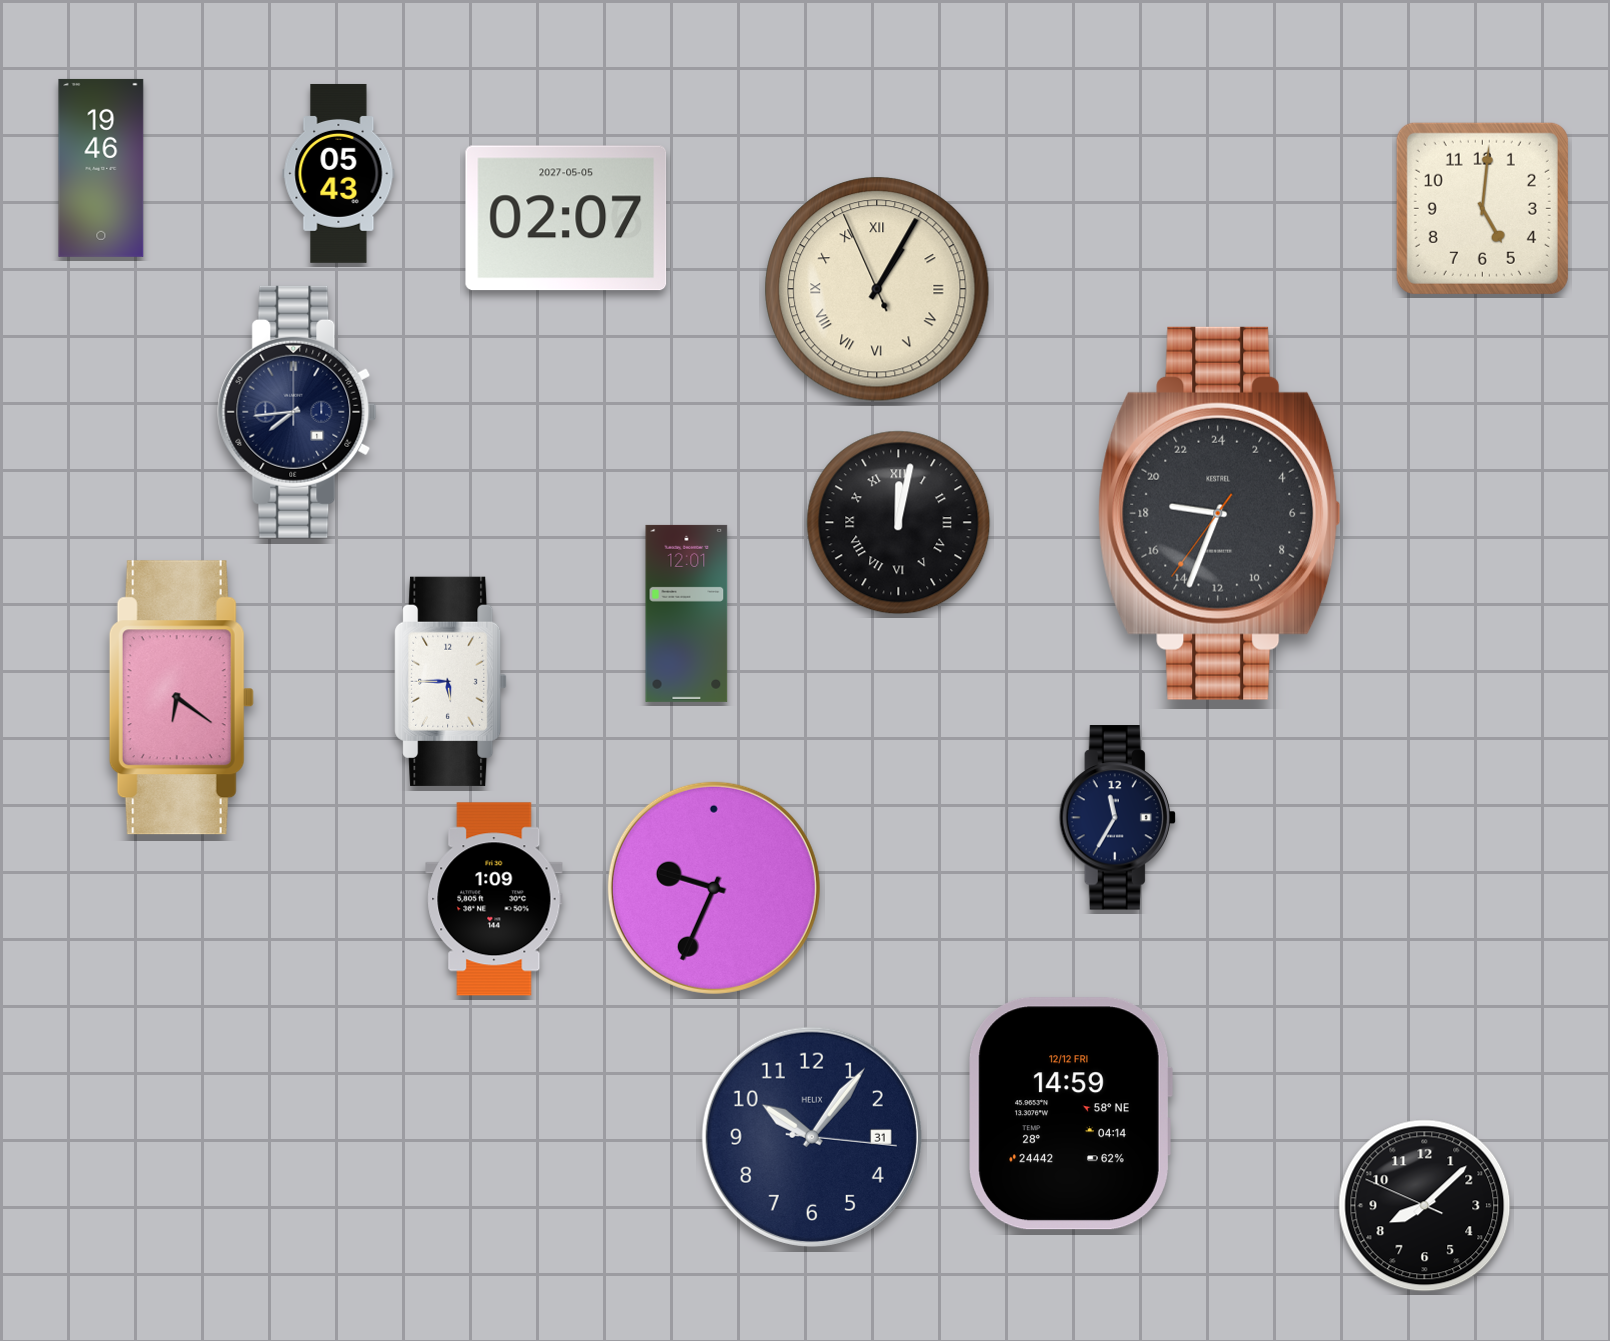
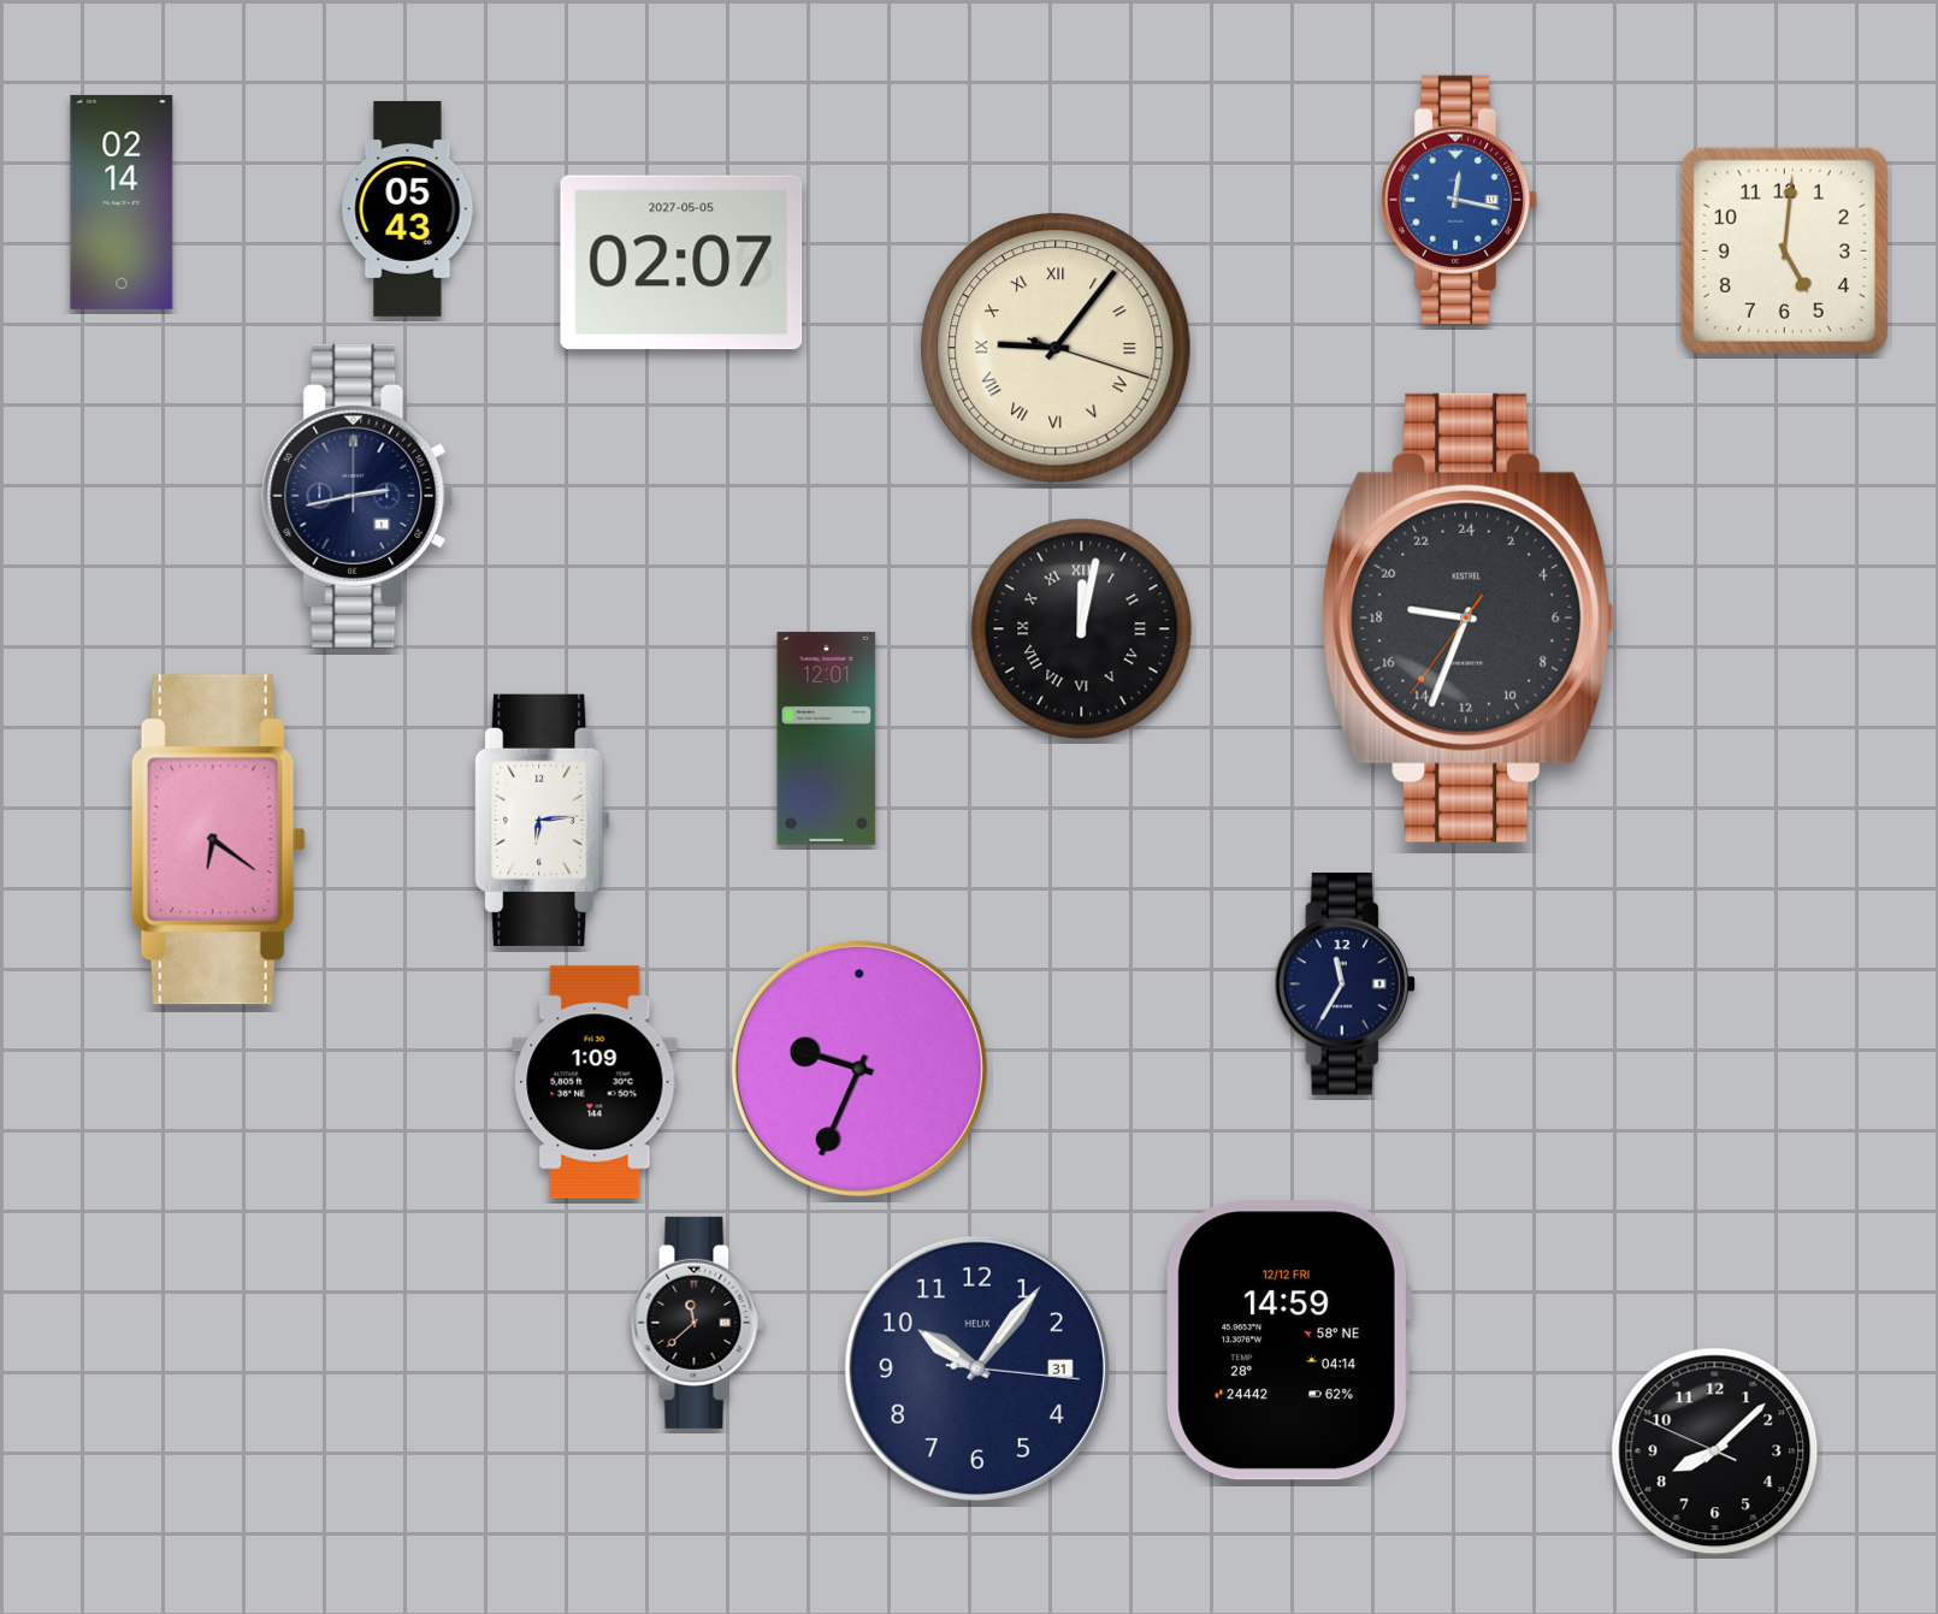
clock at (1459, 200): none -> 12:17
clock at (101, 168): 19:46 -> 02:14
clock at (877, 289): 1:04 -> 9:06
clock at (297, 412): 7:44 -> 2:43
clock at (451, 681): 5:45 -> 6:14
clock at (697, 1323): none -> 11:38
